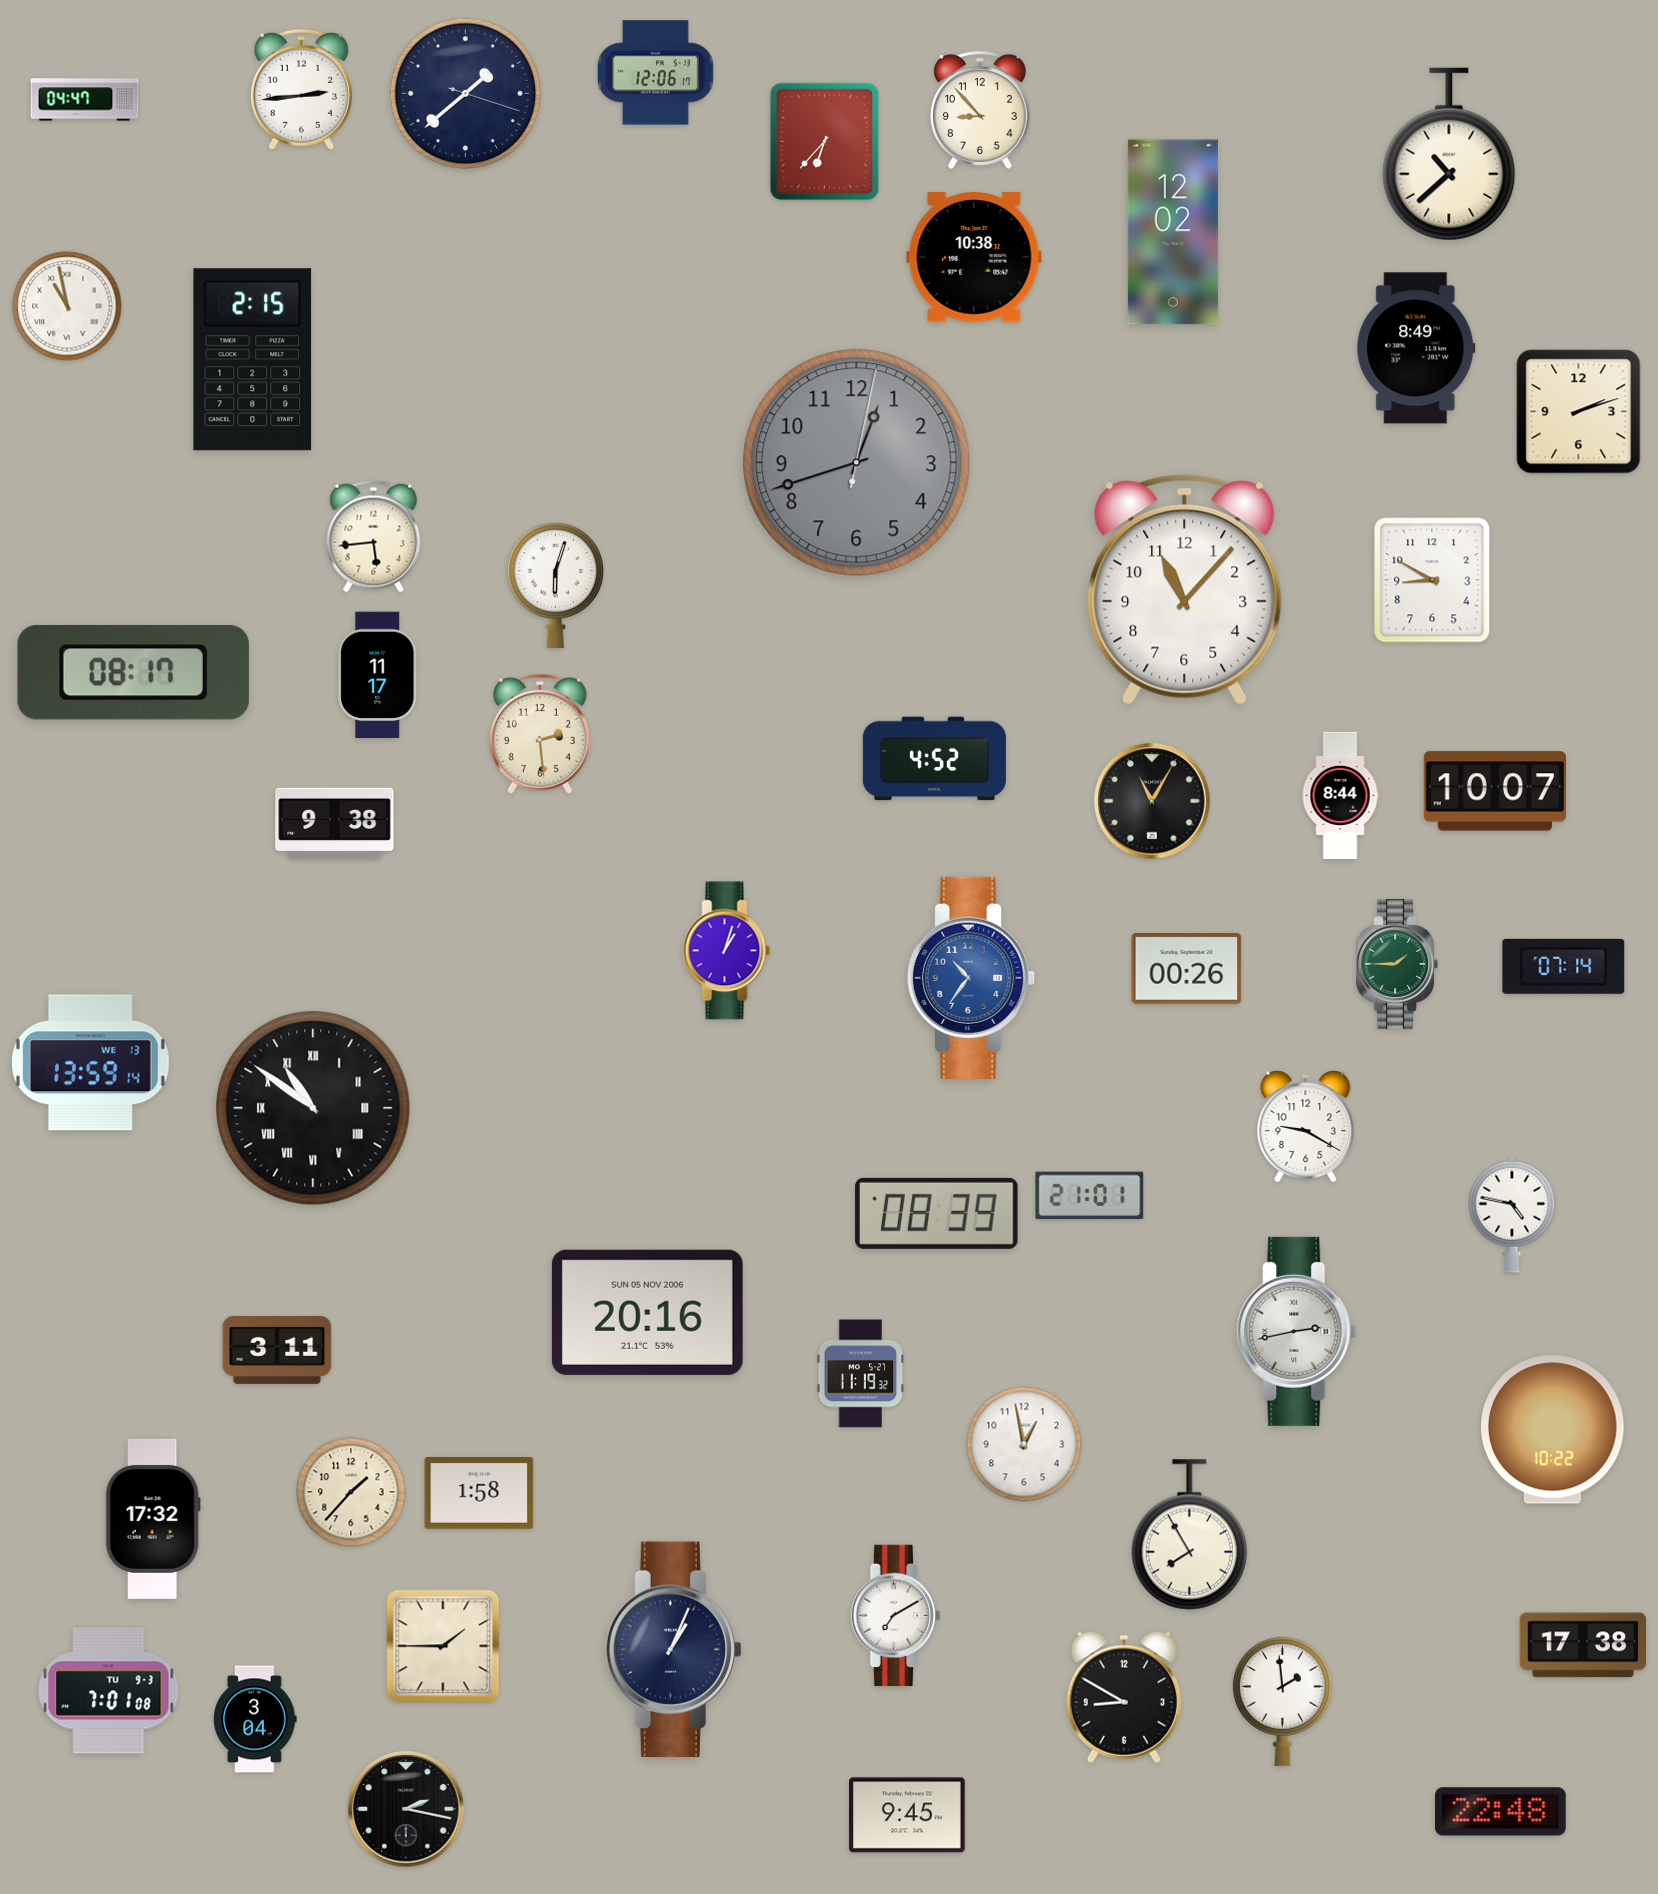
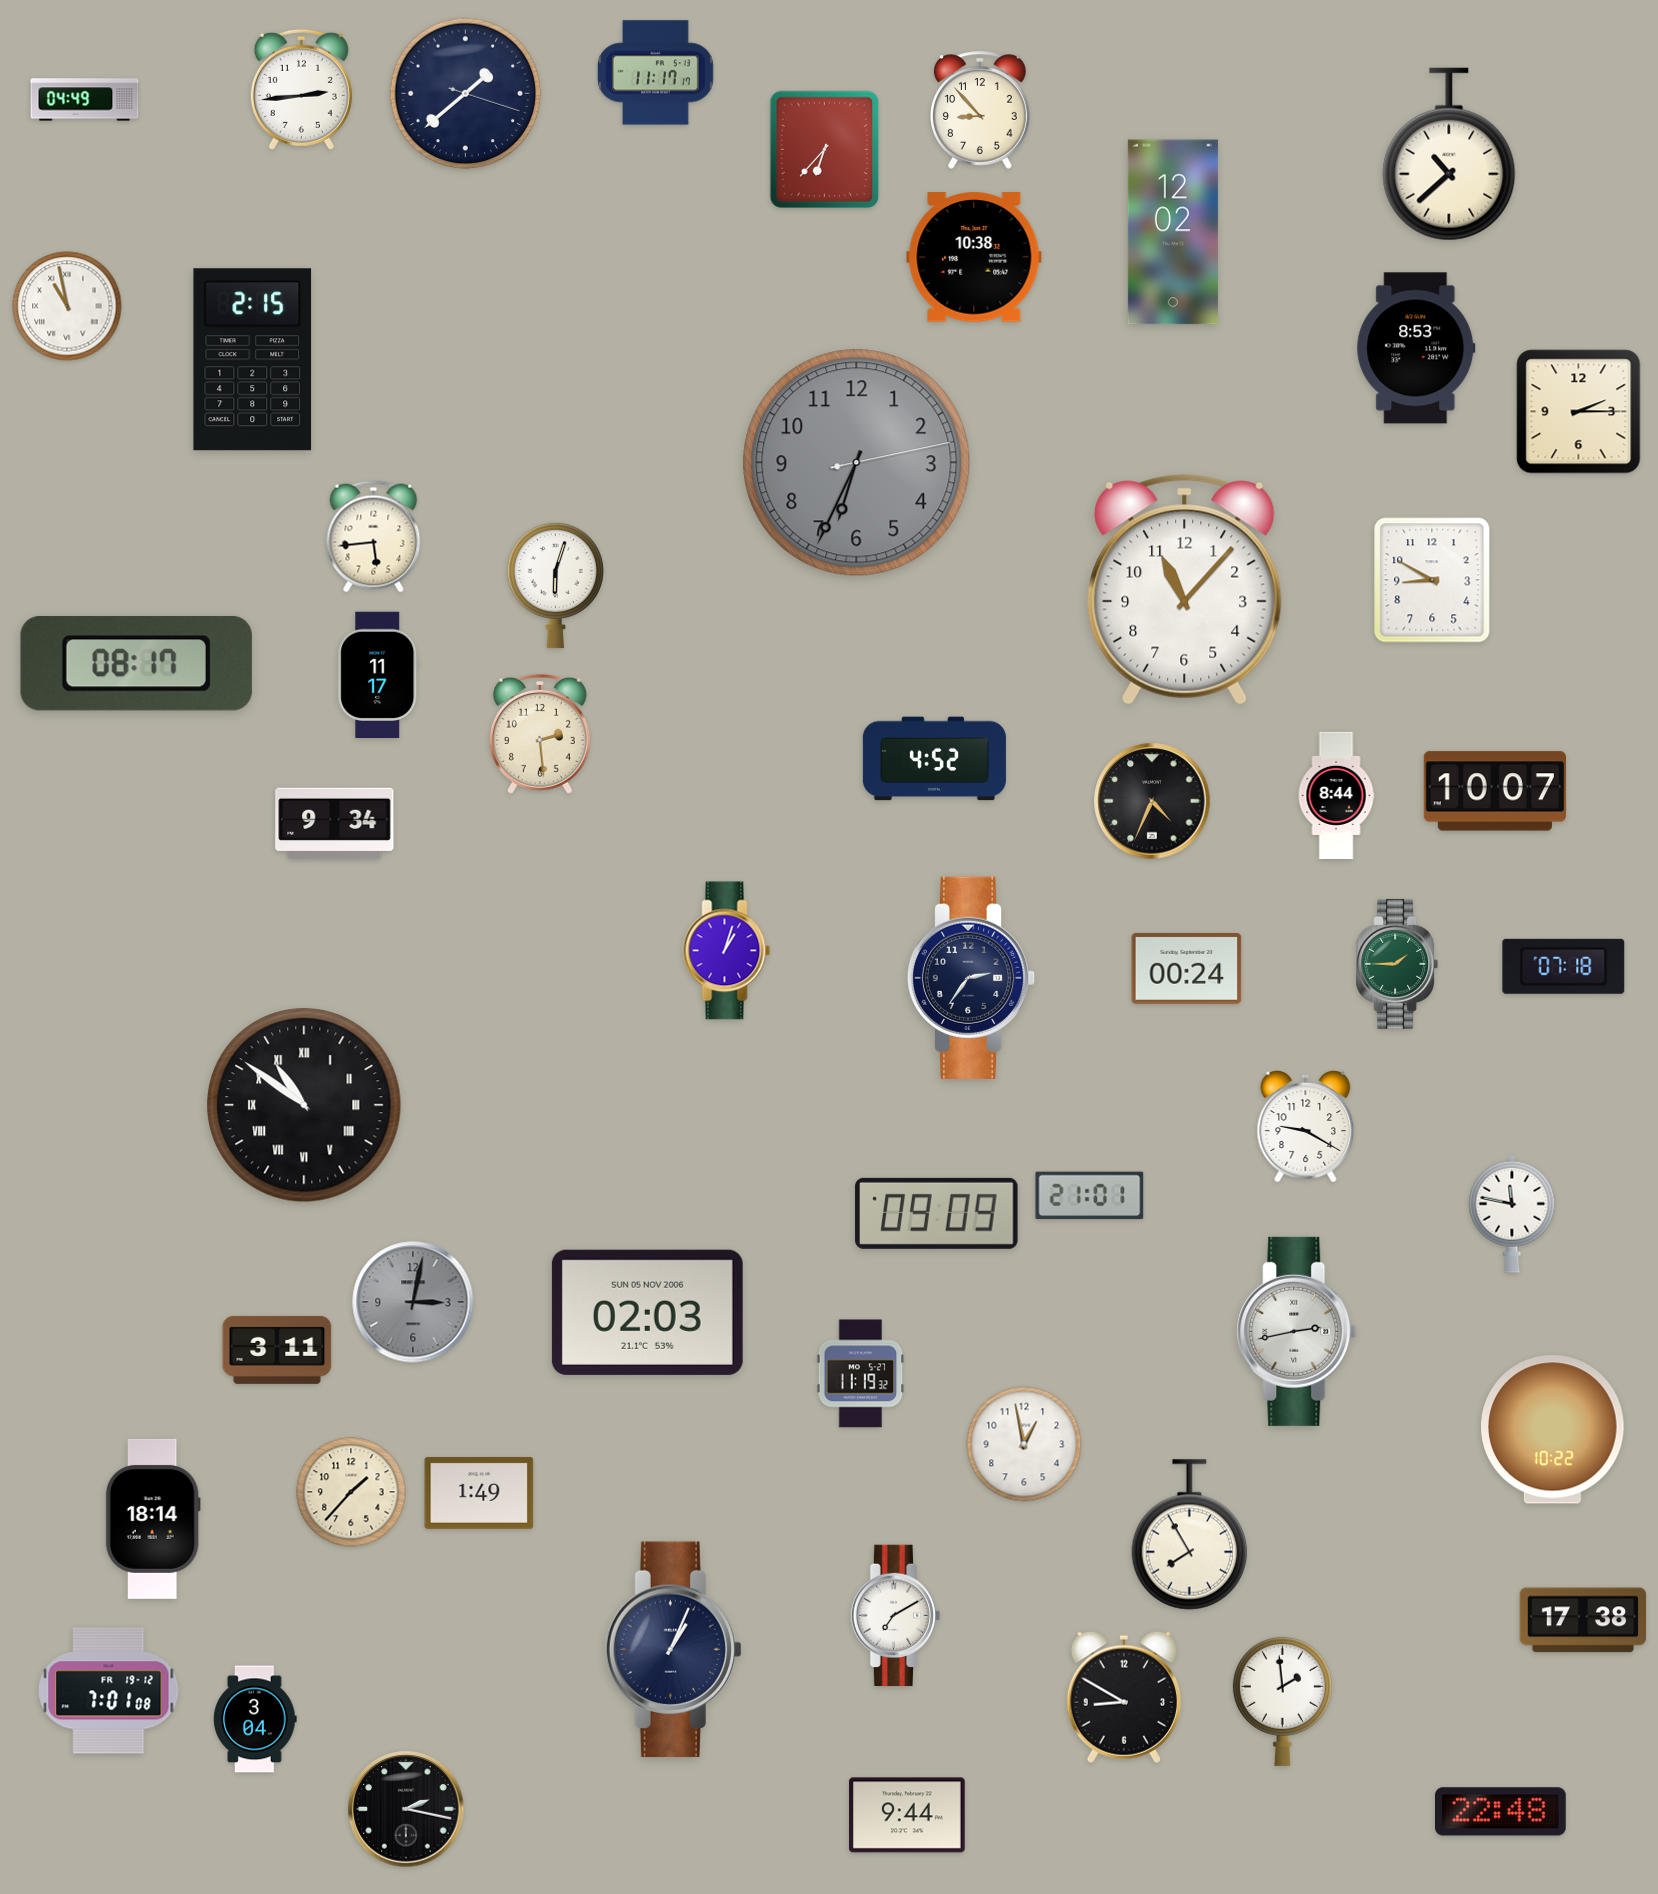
clock at (656, 73): 12:06 -> 11:17
clock at (85, 100): 04:47 -> 04:49
clock at (825, 142) position: (825, 142) -> (825, 150)
clock at (1416, 348): 8:49 -> 8:53
clock at (1579, 412): 2:12 -> 2:15
clock at (857, 463): 12:42 -> 6:34
clock at (133, 672) position: (133, 672) -> (136, 663)
clock at (1340, 795) position: (1340, 795) -> (1336, 795)
clock at (1152, 801): 11:05 -> 4:34
clock at (335, 824): 9:38 -> 9:34
clock at (1564, 966): 07:14 -> 07:18
clock at (1187, 968): 00:26 -> 00:24
clock at (971, 978): 10:36 -> 2:36
clock at (971, 978) dial: blue -> navy
clock at (90, 1063): 13:59 -> none
clock at (313, 1108) position: (313, 1108) -> (304, 1105)
clock at (937, 1213): 08:39 -> 09:09
clock at (1512, 1214): 4:47 -> 11:47
clock at (413, 1302): none -> 3:02
clock at (647, 1312): 20:16 -> 02:03
clock at (479, 1493): 1:58 -> 1:49
clock at (153, 1519): 17:32 -> 18:14
clock at (1583, 1645) position: (1583, 1645) -> (1583, 1620)
clock at (443, 1646): 1:45 -> none
clock at (109, 1691) date: TU 9-3 -> FR 19-12
clock at (907, 1815): 9:45 -> 9:44
